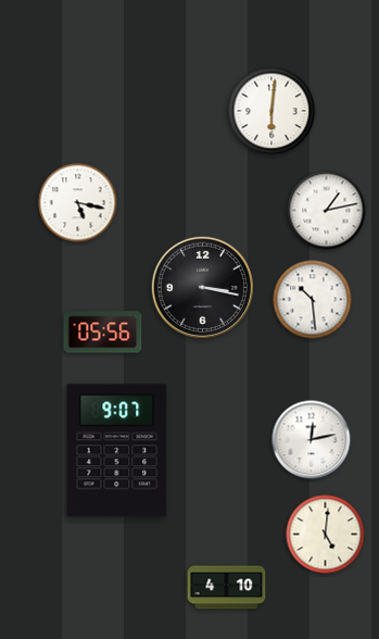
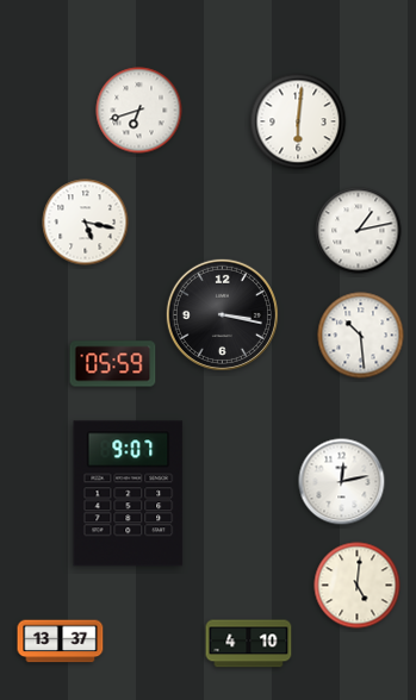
clock at (139, 111): none -> 6:42
clock at (313, 300) position: (313, 300) -> (361, 336)
clock at (103, 333): 05:56 -> 05:59
clock at (61, 642): none -> 13:37
